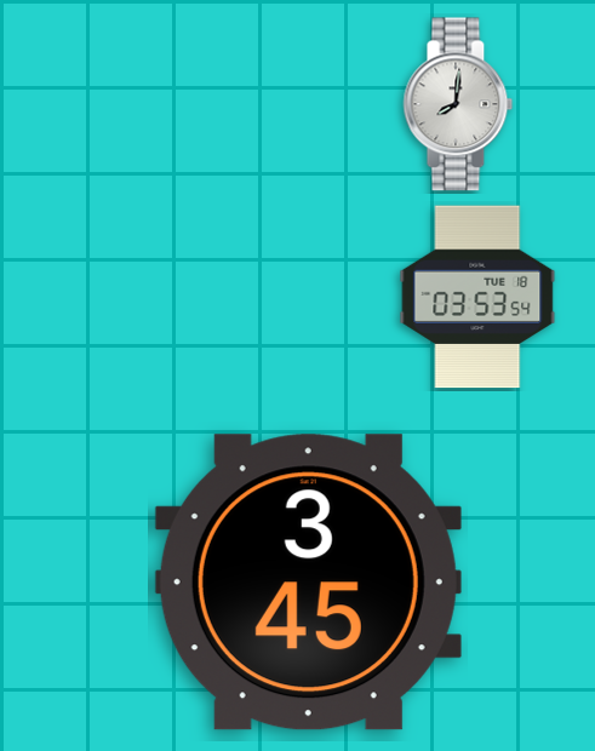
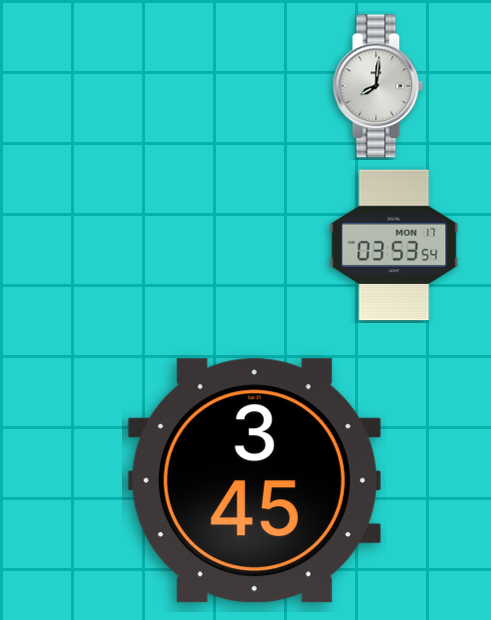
clock at (477, 297) date: TUE 18 -> MON 17
